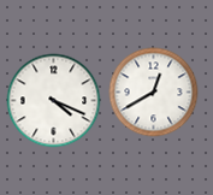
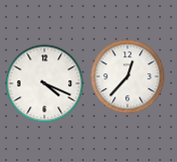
clock at (154, 93): 12:40 -> 12:37
